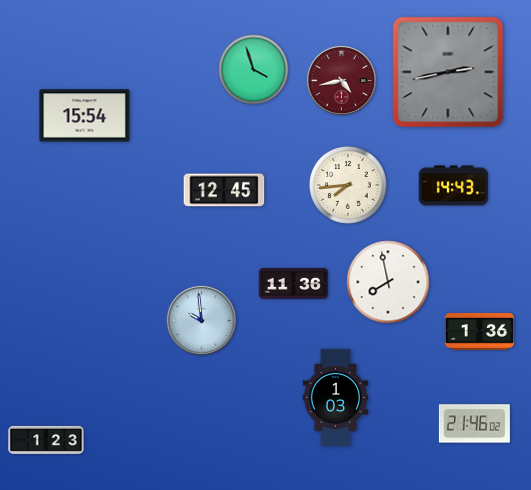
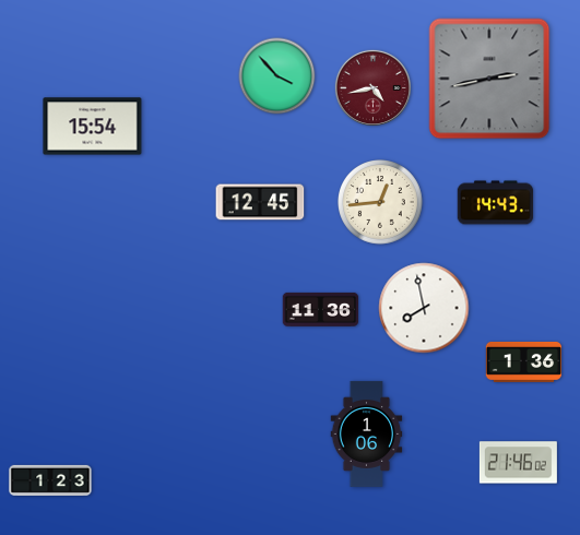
clock at (254, 70): 3:57 -> 3:53
clock at (349, 186): 7:44 -> 12:44
clock at (224, 190) position: (224, 190) -> (260, 202)
clock at (201, 320): 9:59 -> none
clock at (336, 397): 1:03 -> 1:06
